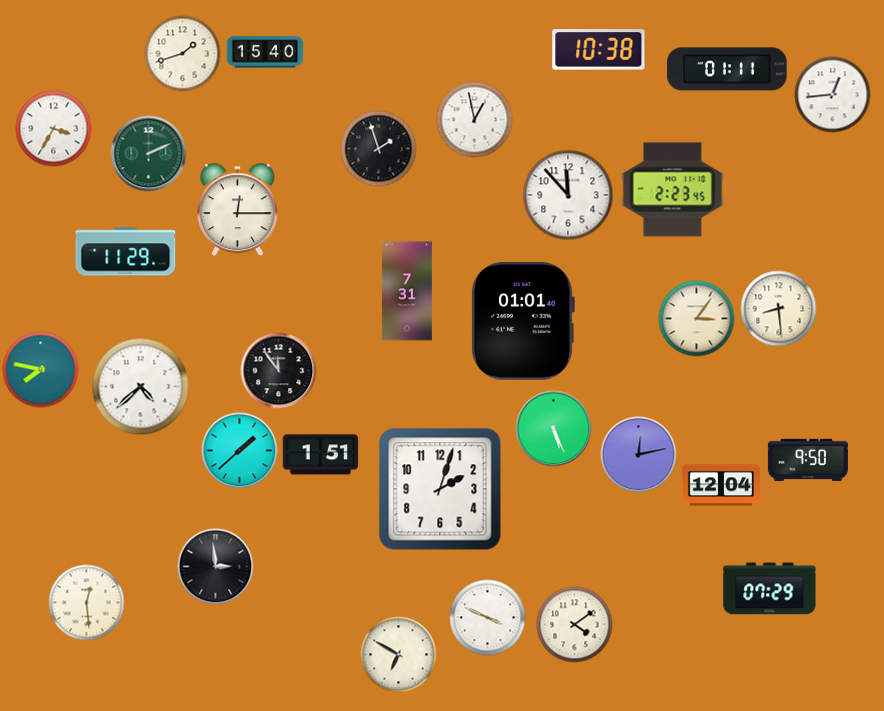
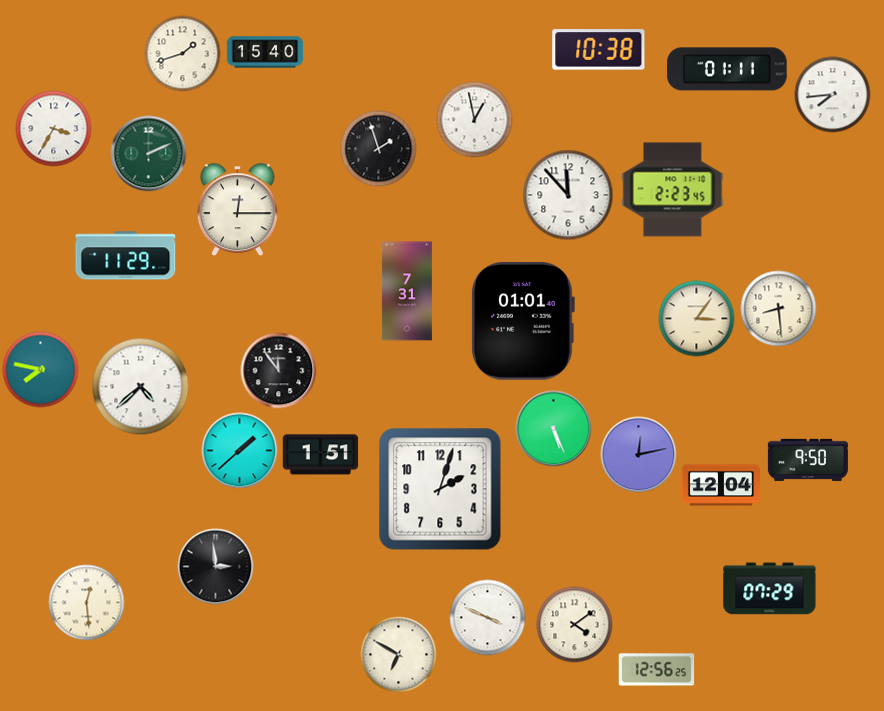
clock at (833, 95): 12:44 -> 7:44
clock at (126, 252) position: (126, 252) -> (126, 256)
clock at (657, 670): none -> 12:56
